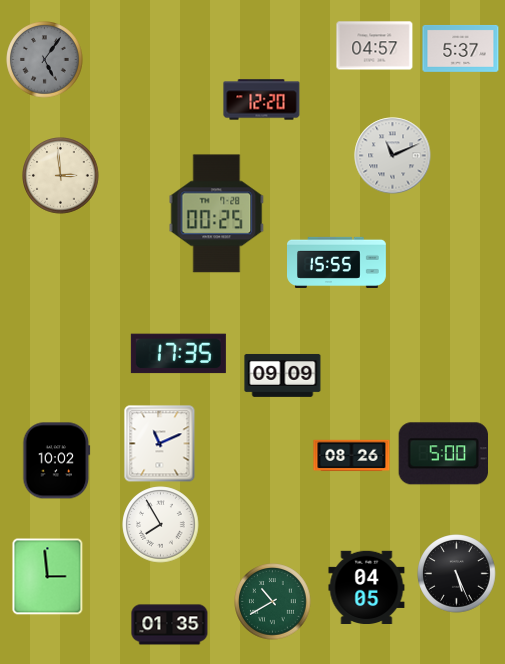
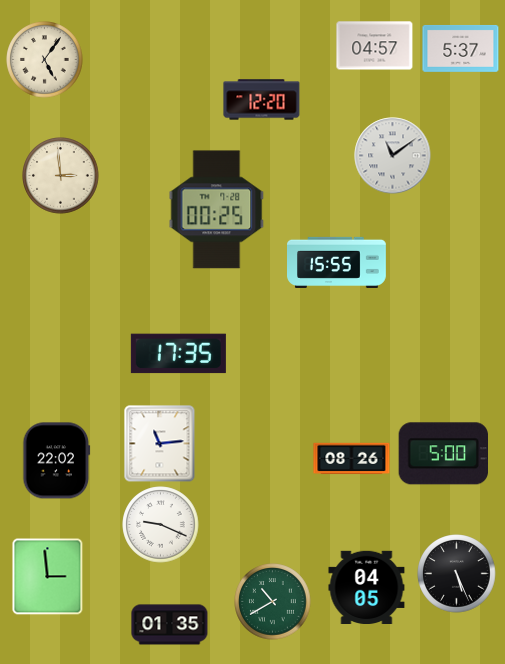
clock at (45, 60) dial: grey -> cream
clock at (393, 156): 11:11 -> 11:09
clock at (217, 214) position: (217, 214) -> (217, 210)
clock at (283, 375): 09:09 -> none
clock at (160, 444): 11:11 -> 11:14
clock at (352, 456) position: (352, 456) -> (352, 459)
clock at (57, 461): 10:02 -> 22:02
clock at (161, 525): 7:55 -> 9:19
